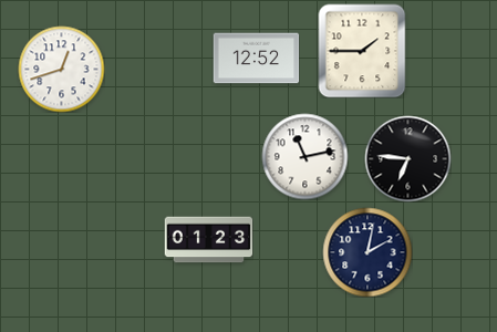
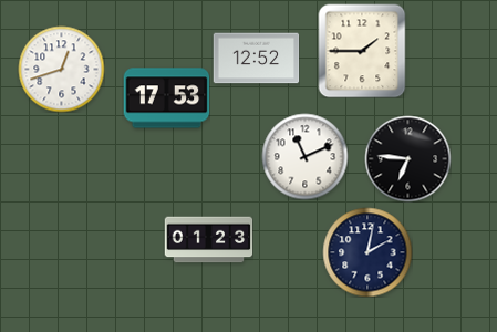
clock at (166, 98): none -> 17:53
clock at (304, 156): 11:13 -> 11:11
